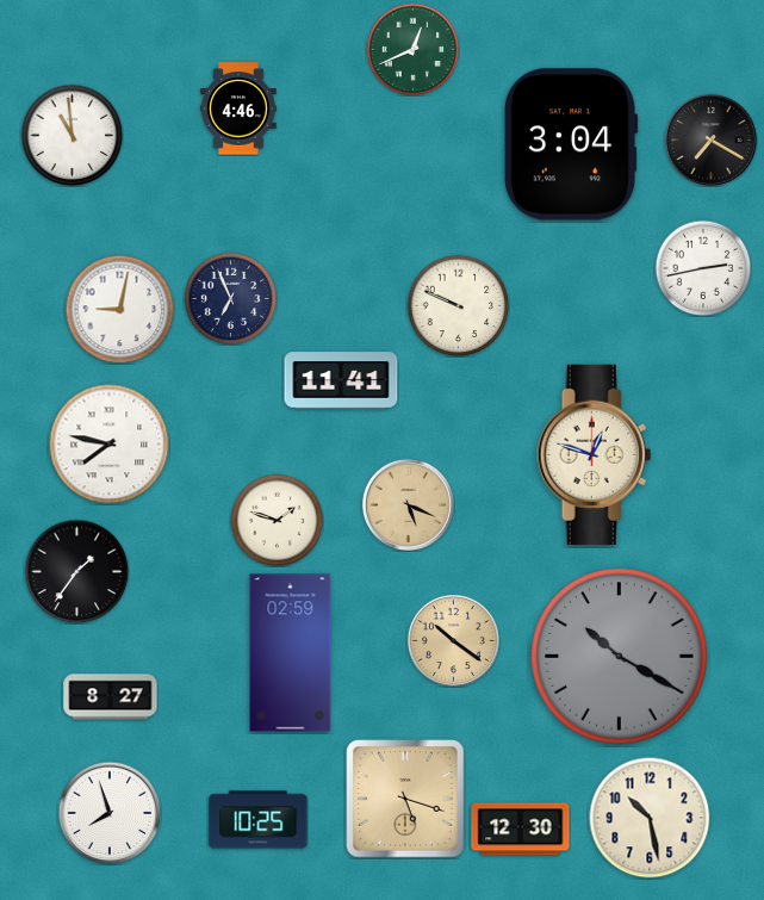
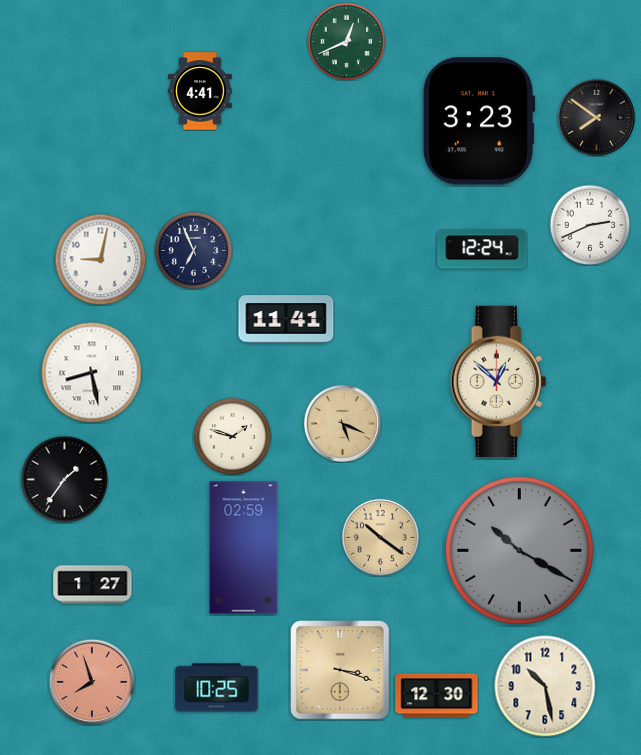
clock at (238, 108): 4:46 -> 4:41
clock at (72, 135): 10:59 -> none
clock at (710, 139): 7:20 -> 7:51
clock at (571, 144): 3:04 -> 3:23
clock at (703, 268): 2:43 -> 2:41
clock at (482, 249): none -> 12:24
clock at (458, 305): 9:49 -> none
clock at (110, 445): 7:47 -> 8:28
clock at (595, 454): 12:48 -> 12:52
clock at (111, 697): 8:27 -> 1:27
clock at (405, 799): 5:18 -> 3:18
clock at (110, 813) dial: white -> salmon
